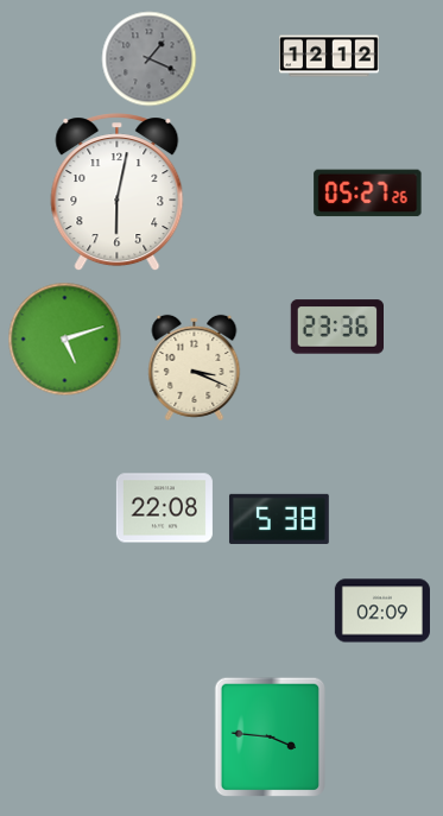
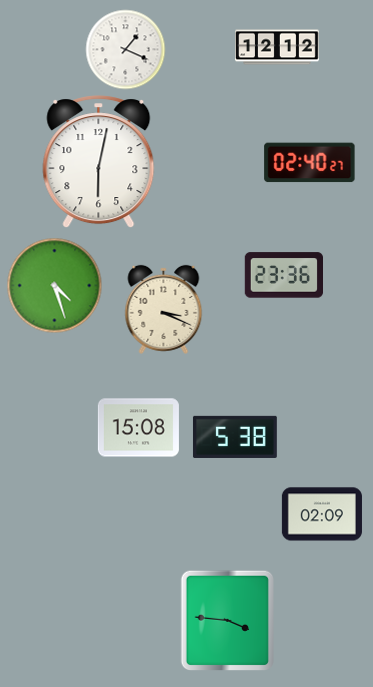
clock at (150, 59) dial: grey -> white
clock at (368, 194): 05:27 -> 02:40
clock at (65, 340): 5:12 -> 4:27
clock at (164, 508): 22:08 -> 15:08
